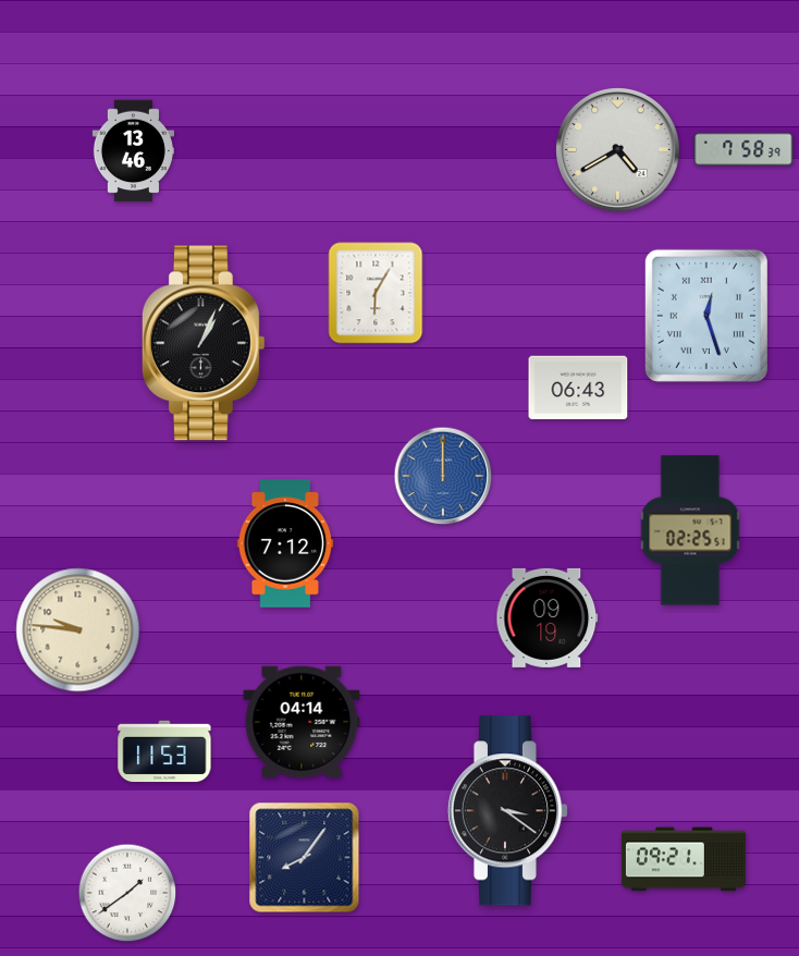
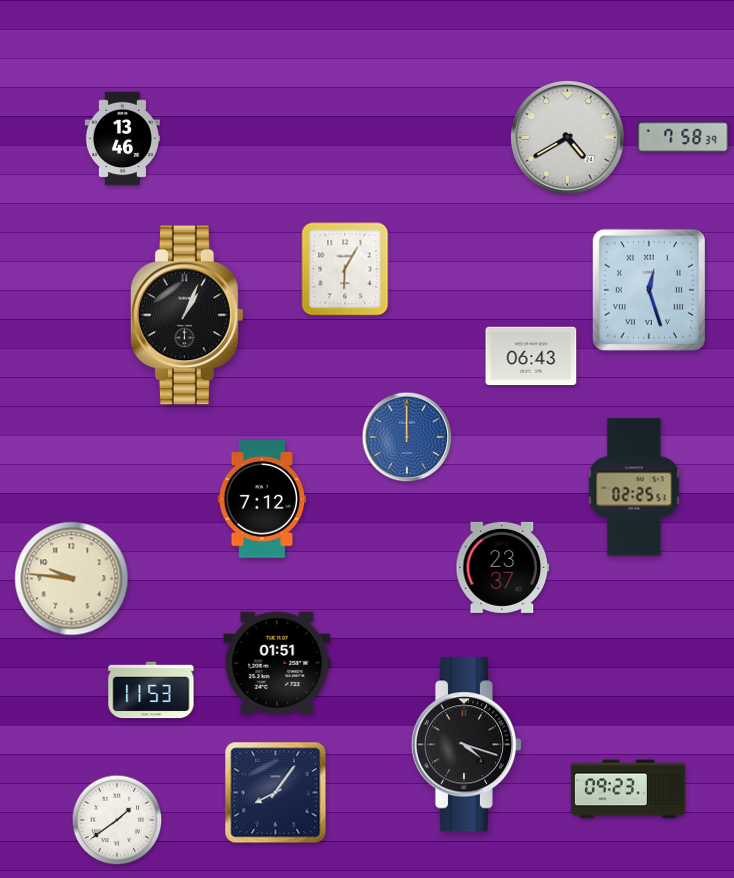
clock at (548, 617): 09:19 -> 23:37
clock at (302, 722): 04:14 -> 01:51
clock at (508, 811): 3:21 -> 4:18
clock at (305, 858) position: (305, 858) -> (276, 793)
clock at (684, 859): 09:21 -> 09:23
